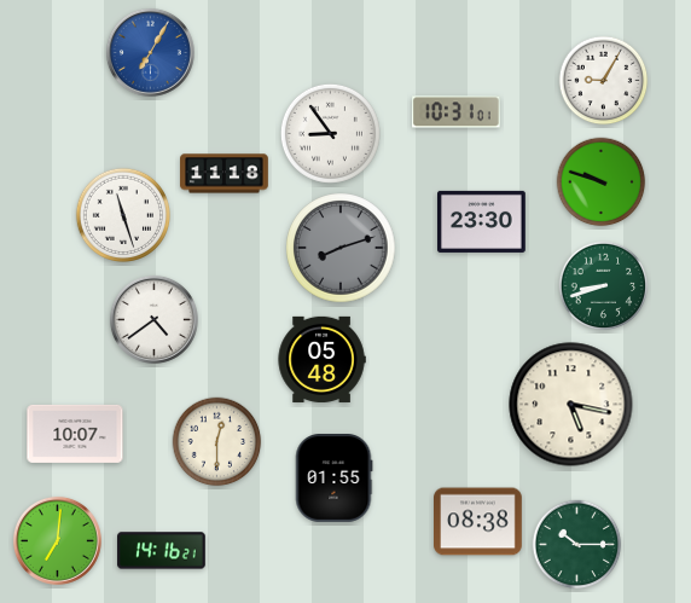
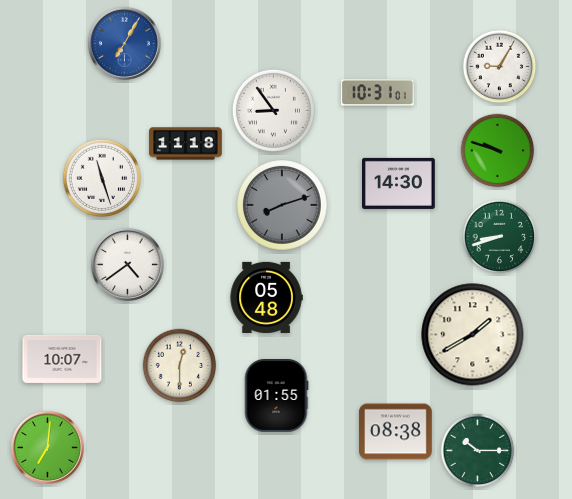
clock at (482, 221): 23:30 -> 14:30
clock at (571, 405): 5:17 -> 1:40
clock at (162, 551): 14:16 -> none
